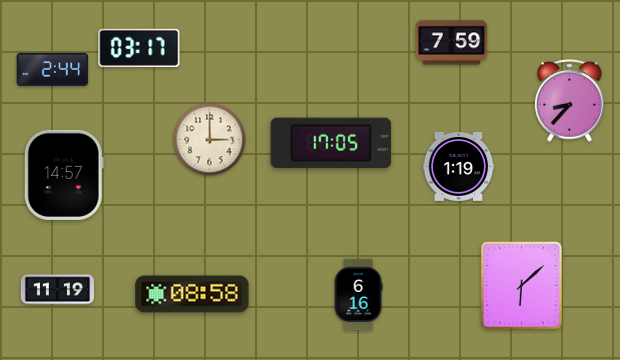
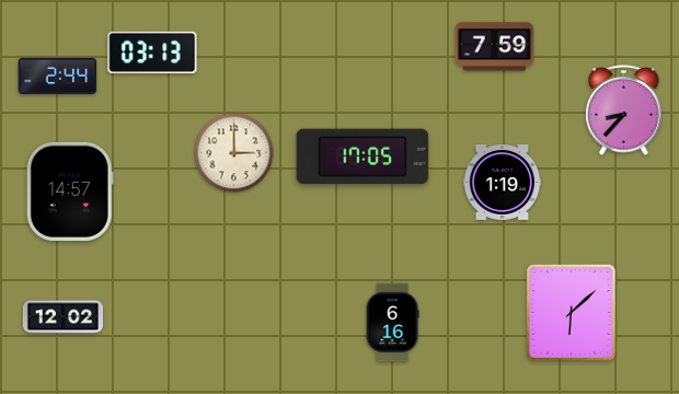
clock at (139, 47): 03:17 -> 03:13
clock at (210, 140) position: (210, 140) -> (234, 153)
clock at (57, 290): 11:19 -> 12:02
clock at (192, 294): 08:58 -> none
